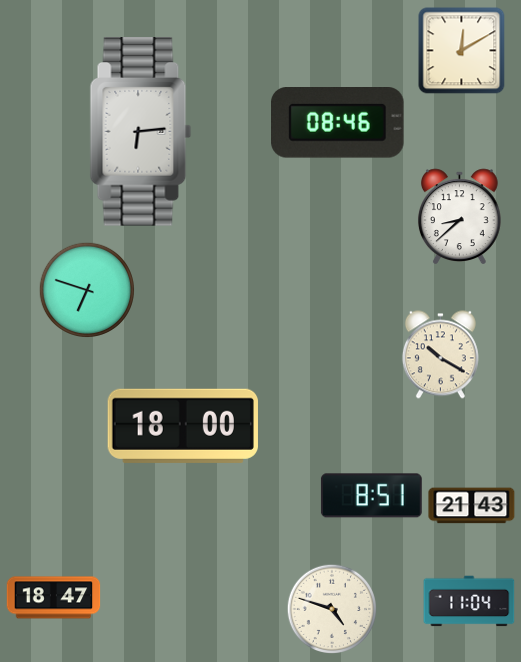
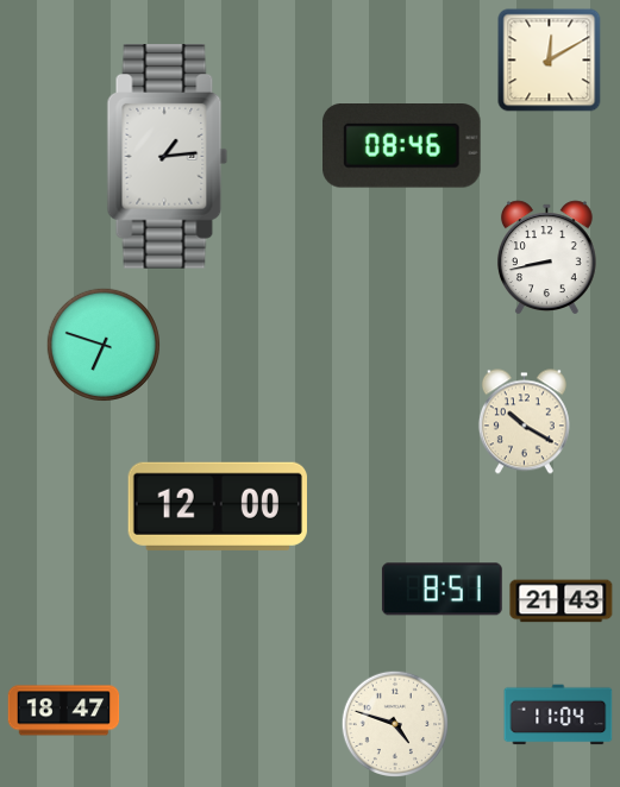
clock at (141, 132): 6:14 -> 1:14
clock at (459, 217): 8:38 -> 8:43
clock at (183, 426): 18:00 -> 12:00
